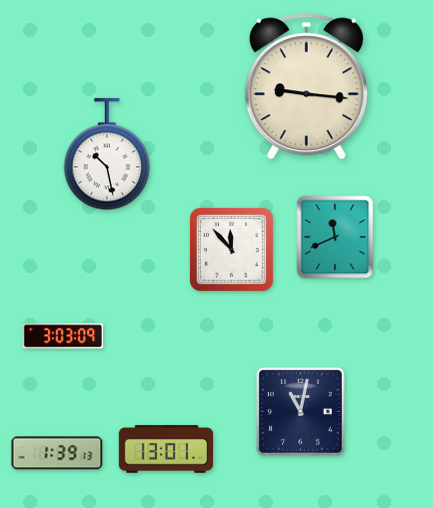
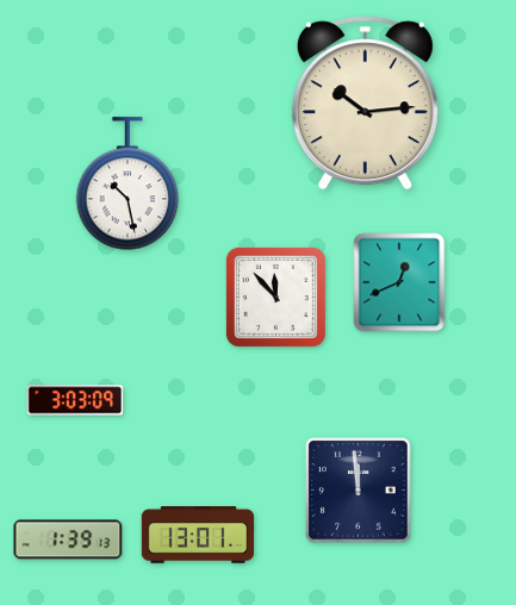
clock at (306, 87): 9:16 -> 10:14
clock at (335, 237): 11:41 -> 12:41
clock at (301, 412): 11:02 -> 11:59
